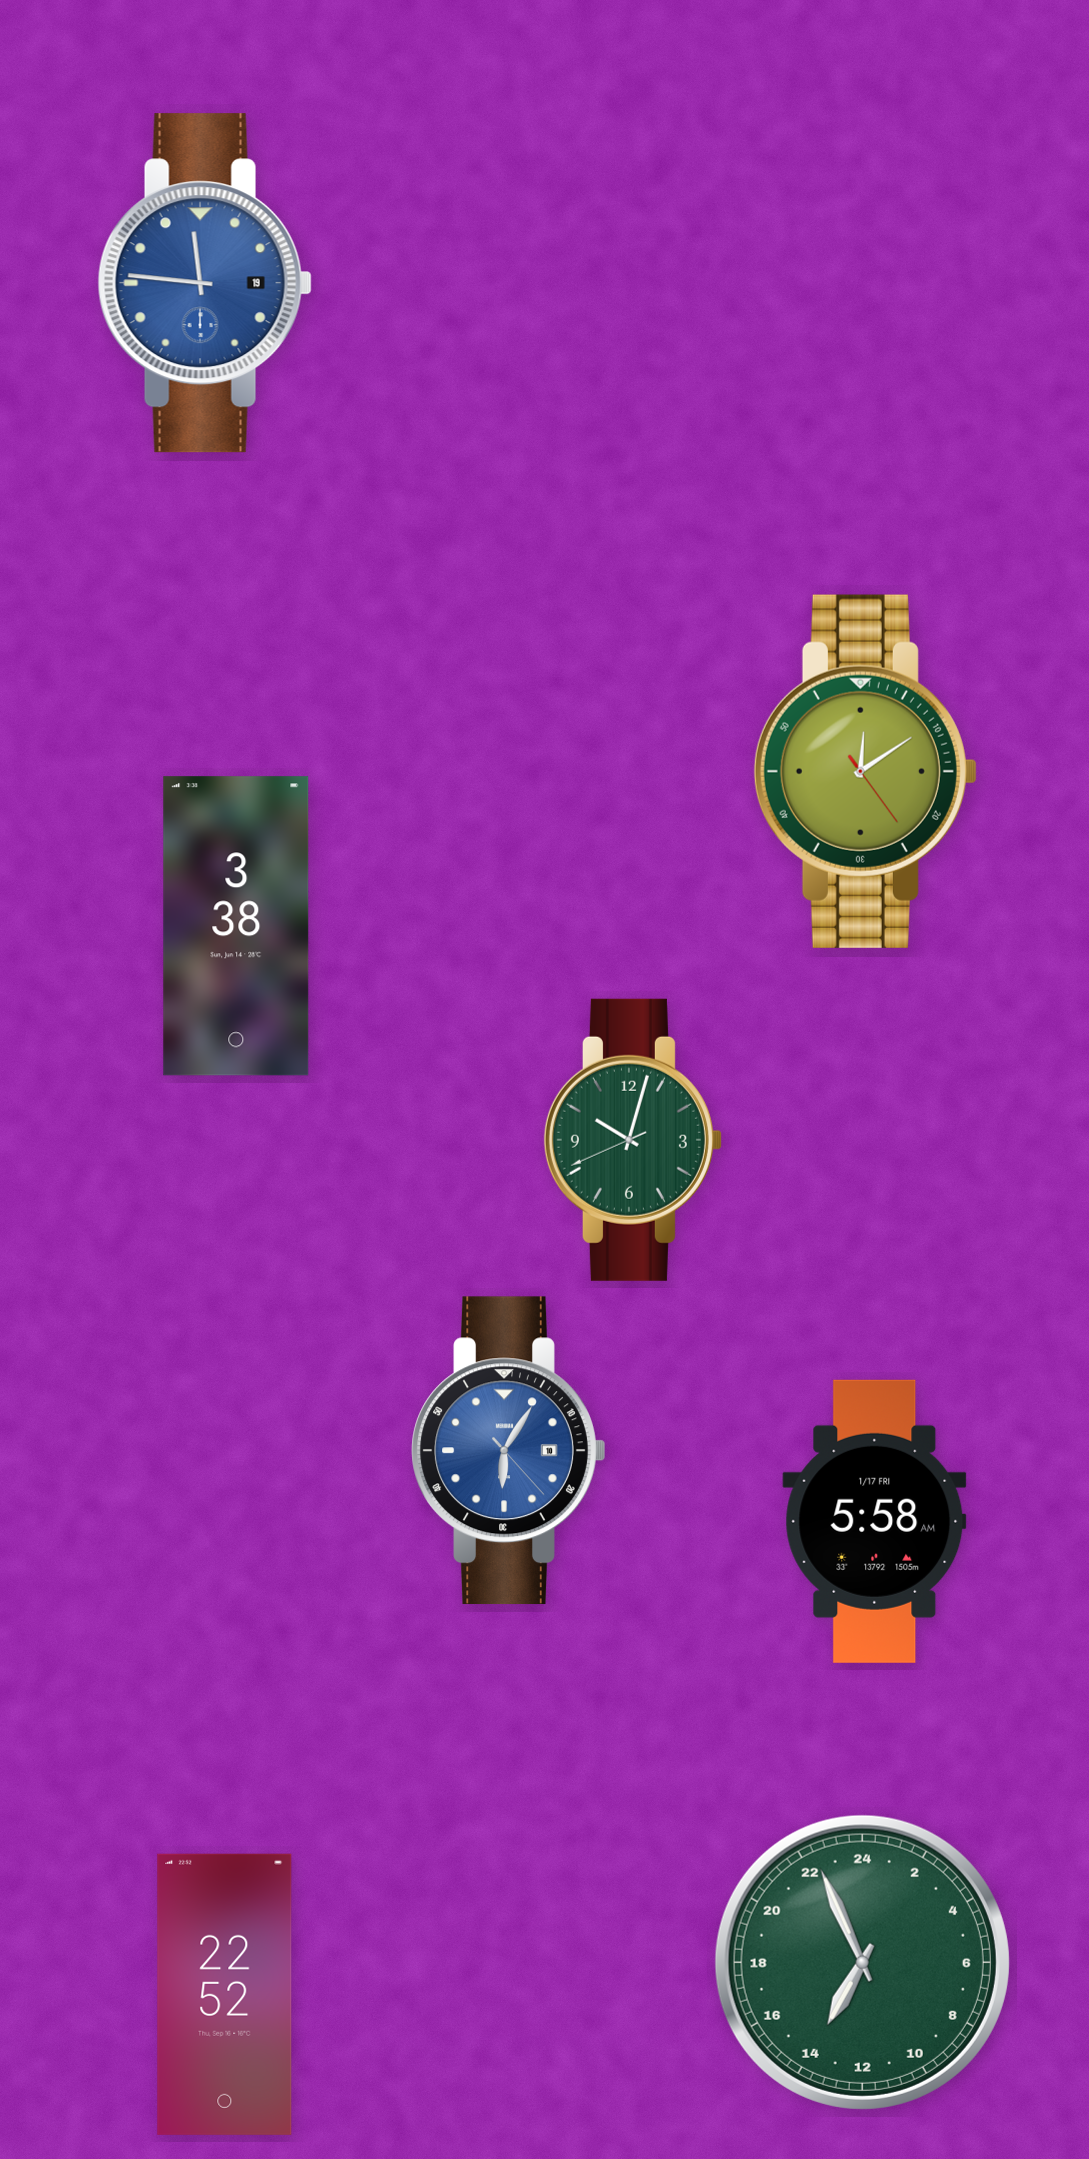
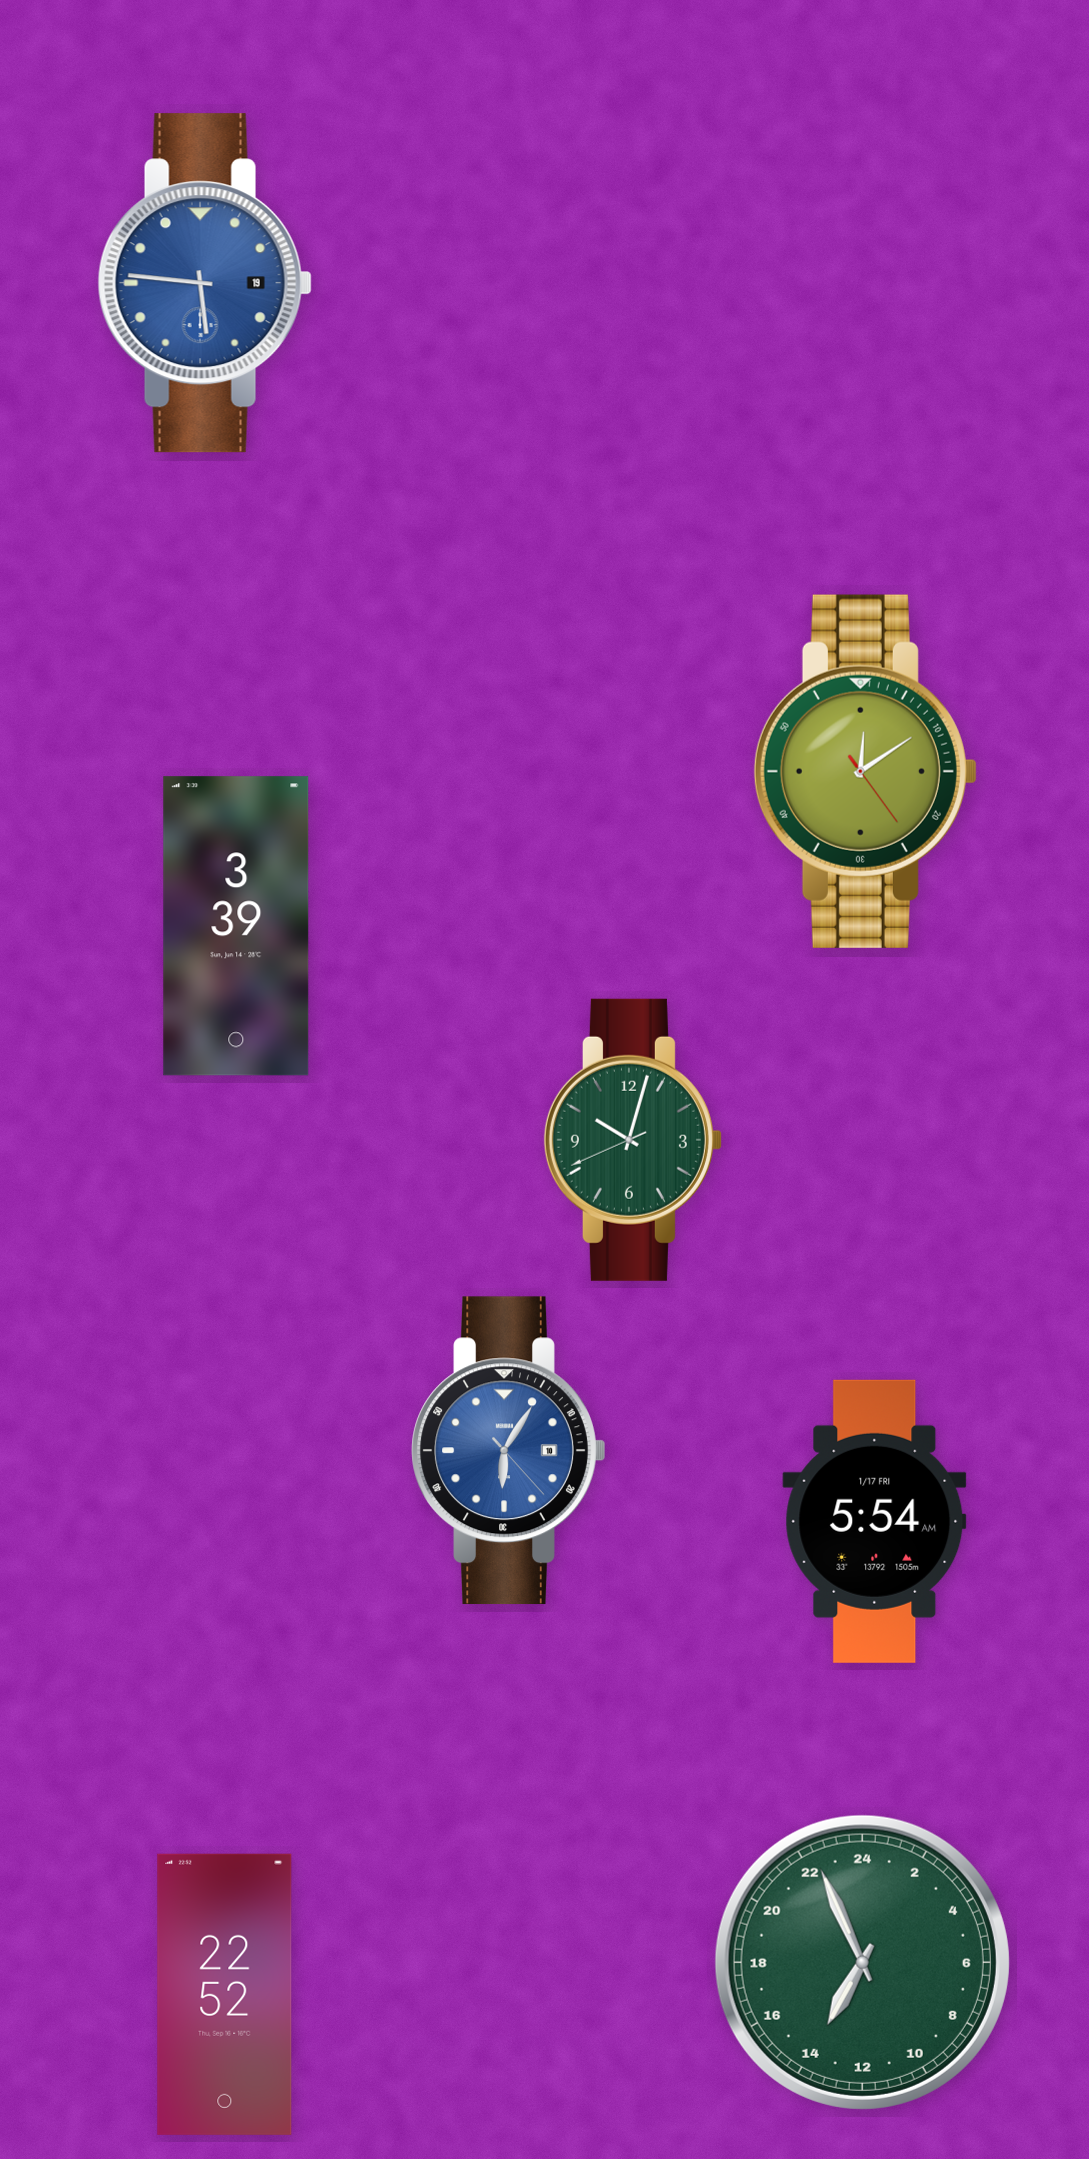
clock at (205, 283): 11:46 -> 5:46
clock at (236, 926): 3:38 -> 3:39
clock at (875, 1521): 5:58 -> 5:54
